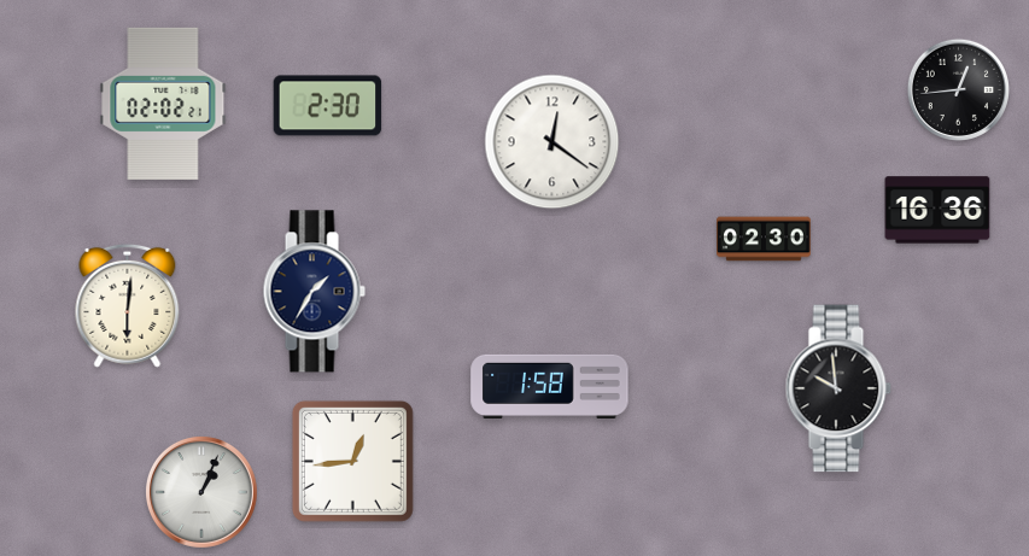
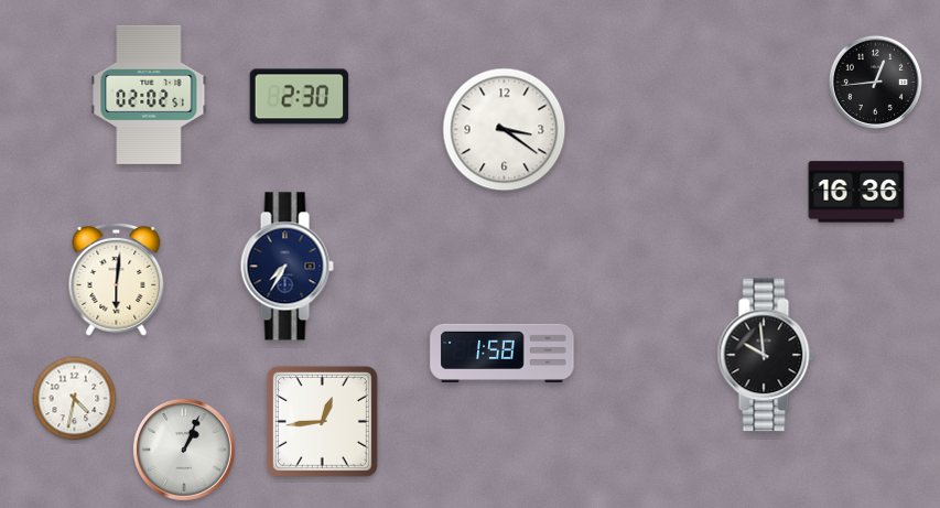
clock at (163, 104): 02:02:21 -> 02:02:51
clock at (552, 142): 12:21 -> 3:21
clock at (764, 239): 02:30 -> none
clock at (314, 292): 1:35 -> 7:35
clock at (75, 399): none -> 4:32
